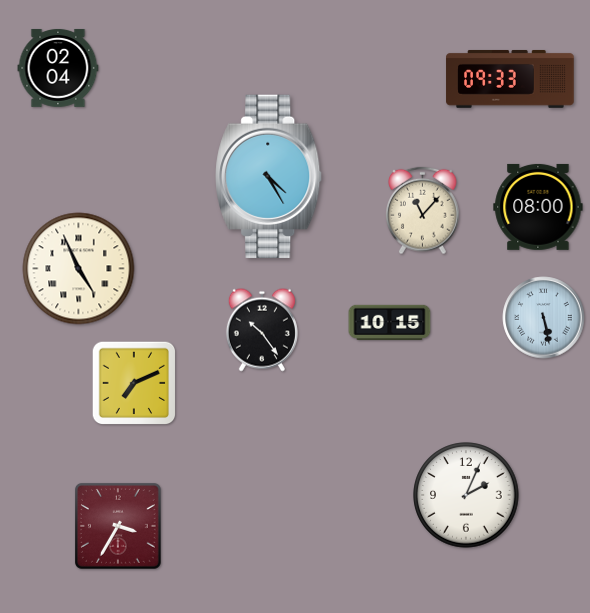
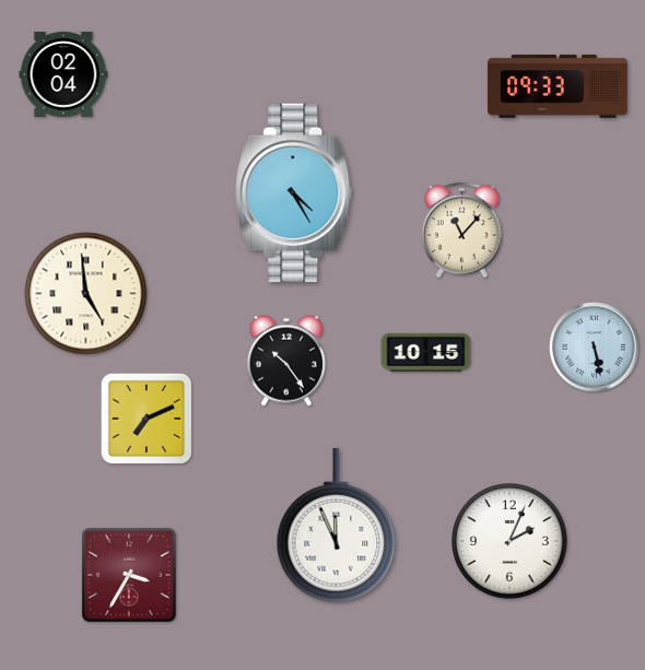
clock at (538, 207): 08:00 -> none
clock at (79, 269): 4:56 -> 4:59
clock at (337, 526): none -> 11:56
